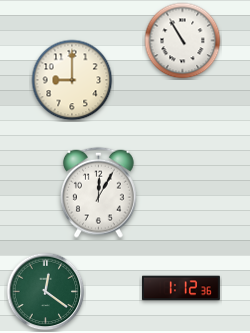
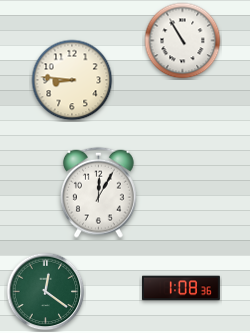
clock at (72, 80): 9:00 -> 8:46
clock at (182, 288): 1:12 -> 1:08
